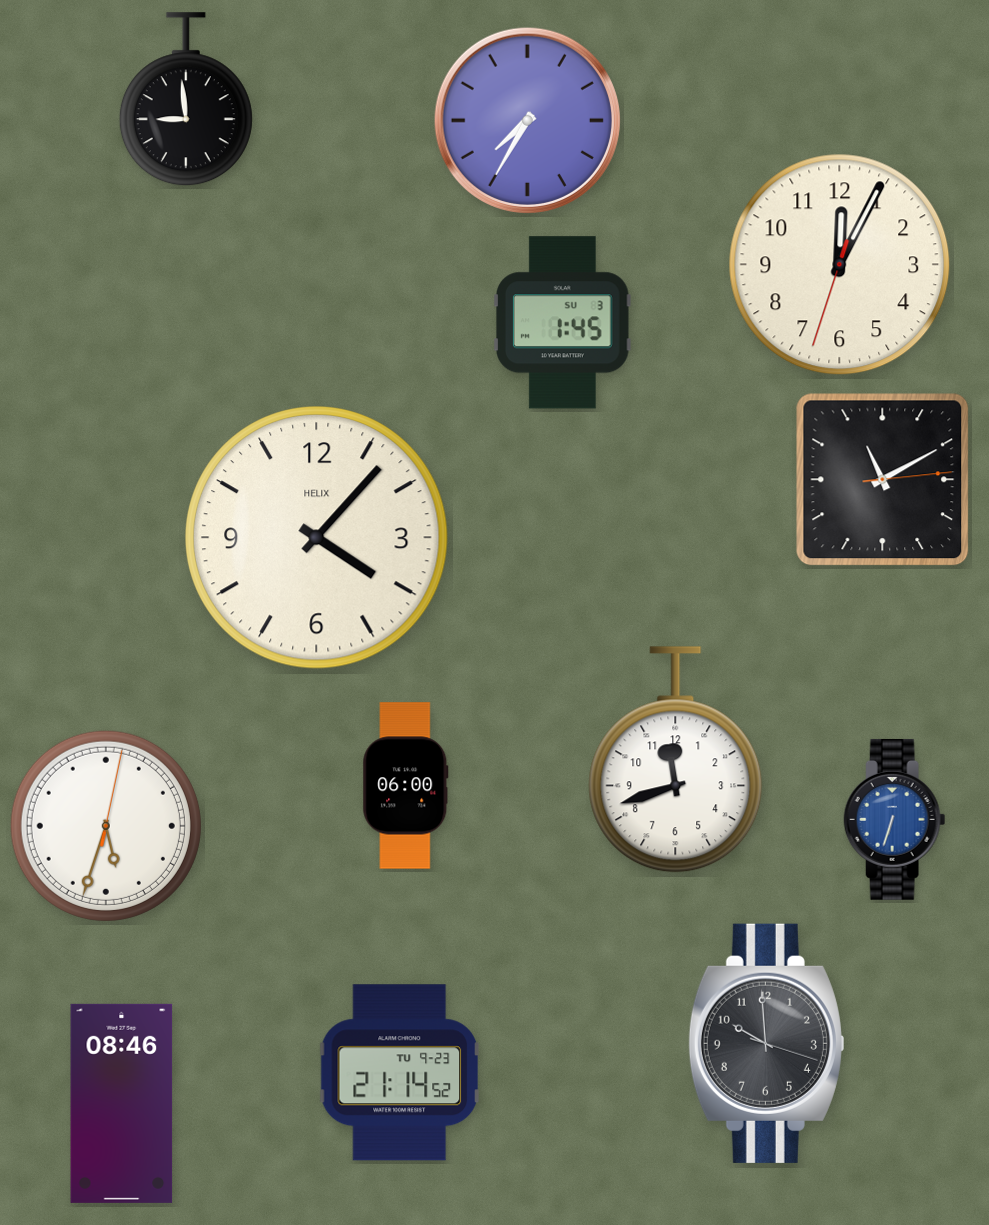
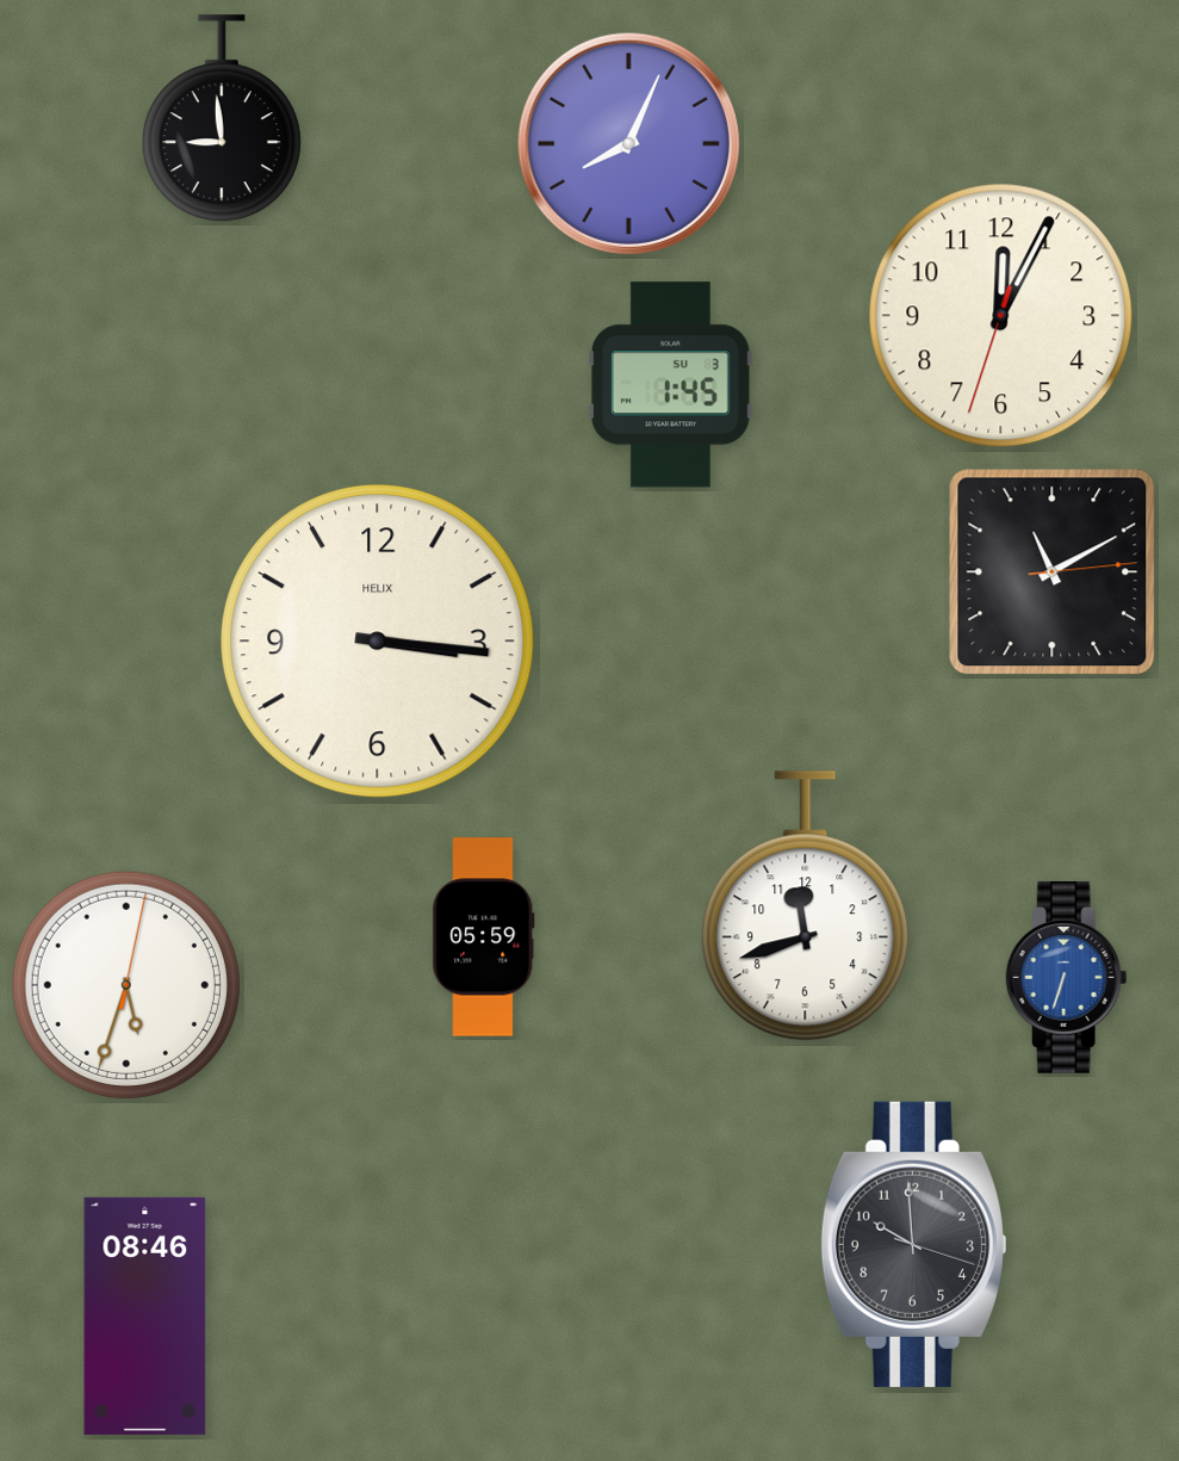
clock at (527, 120): 7:35 -> 8:04
clock at (317, 538): 4:07 -> 3:16
clock at (406, 786): 06:00 -> 05:59
clock at (400, 1073): 21:14 -> none
